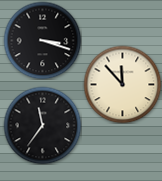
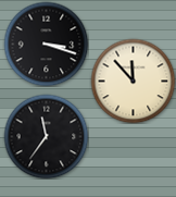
clock at (122, 84) position: (122, 84) -> (133, 81)
